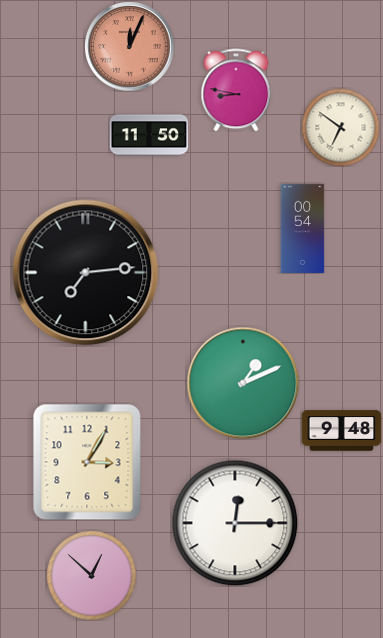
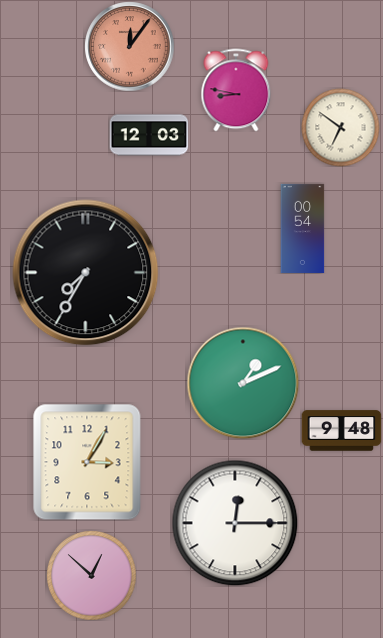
clock at (129, 46): 12:04 -> 12:06
clock at (149, 135): 11:50 -> 12:03
clock at (86, 273): 7:14 -> 7:35
